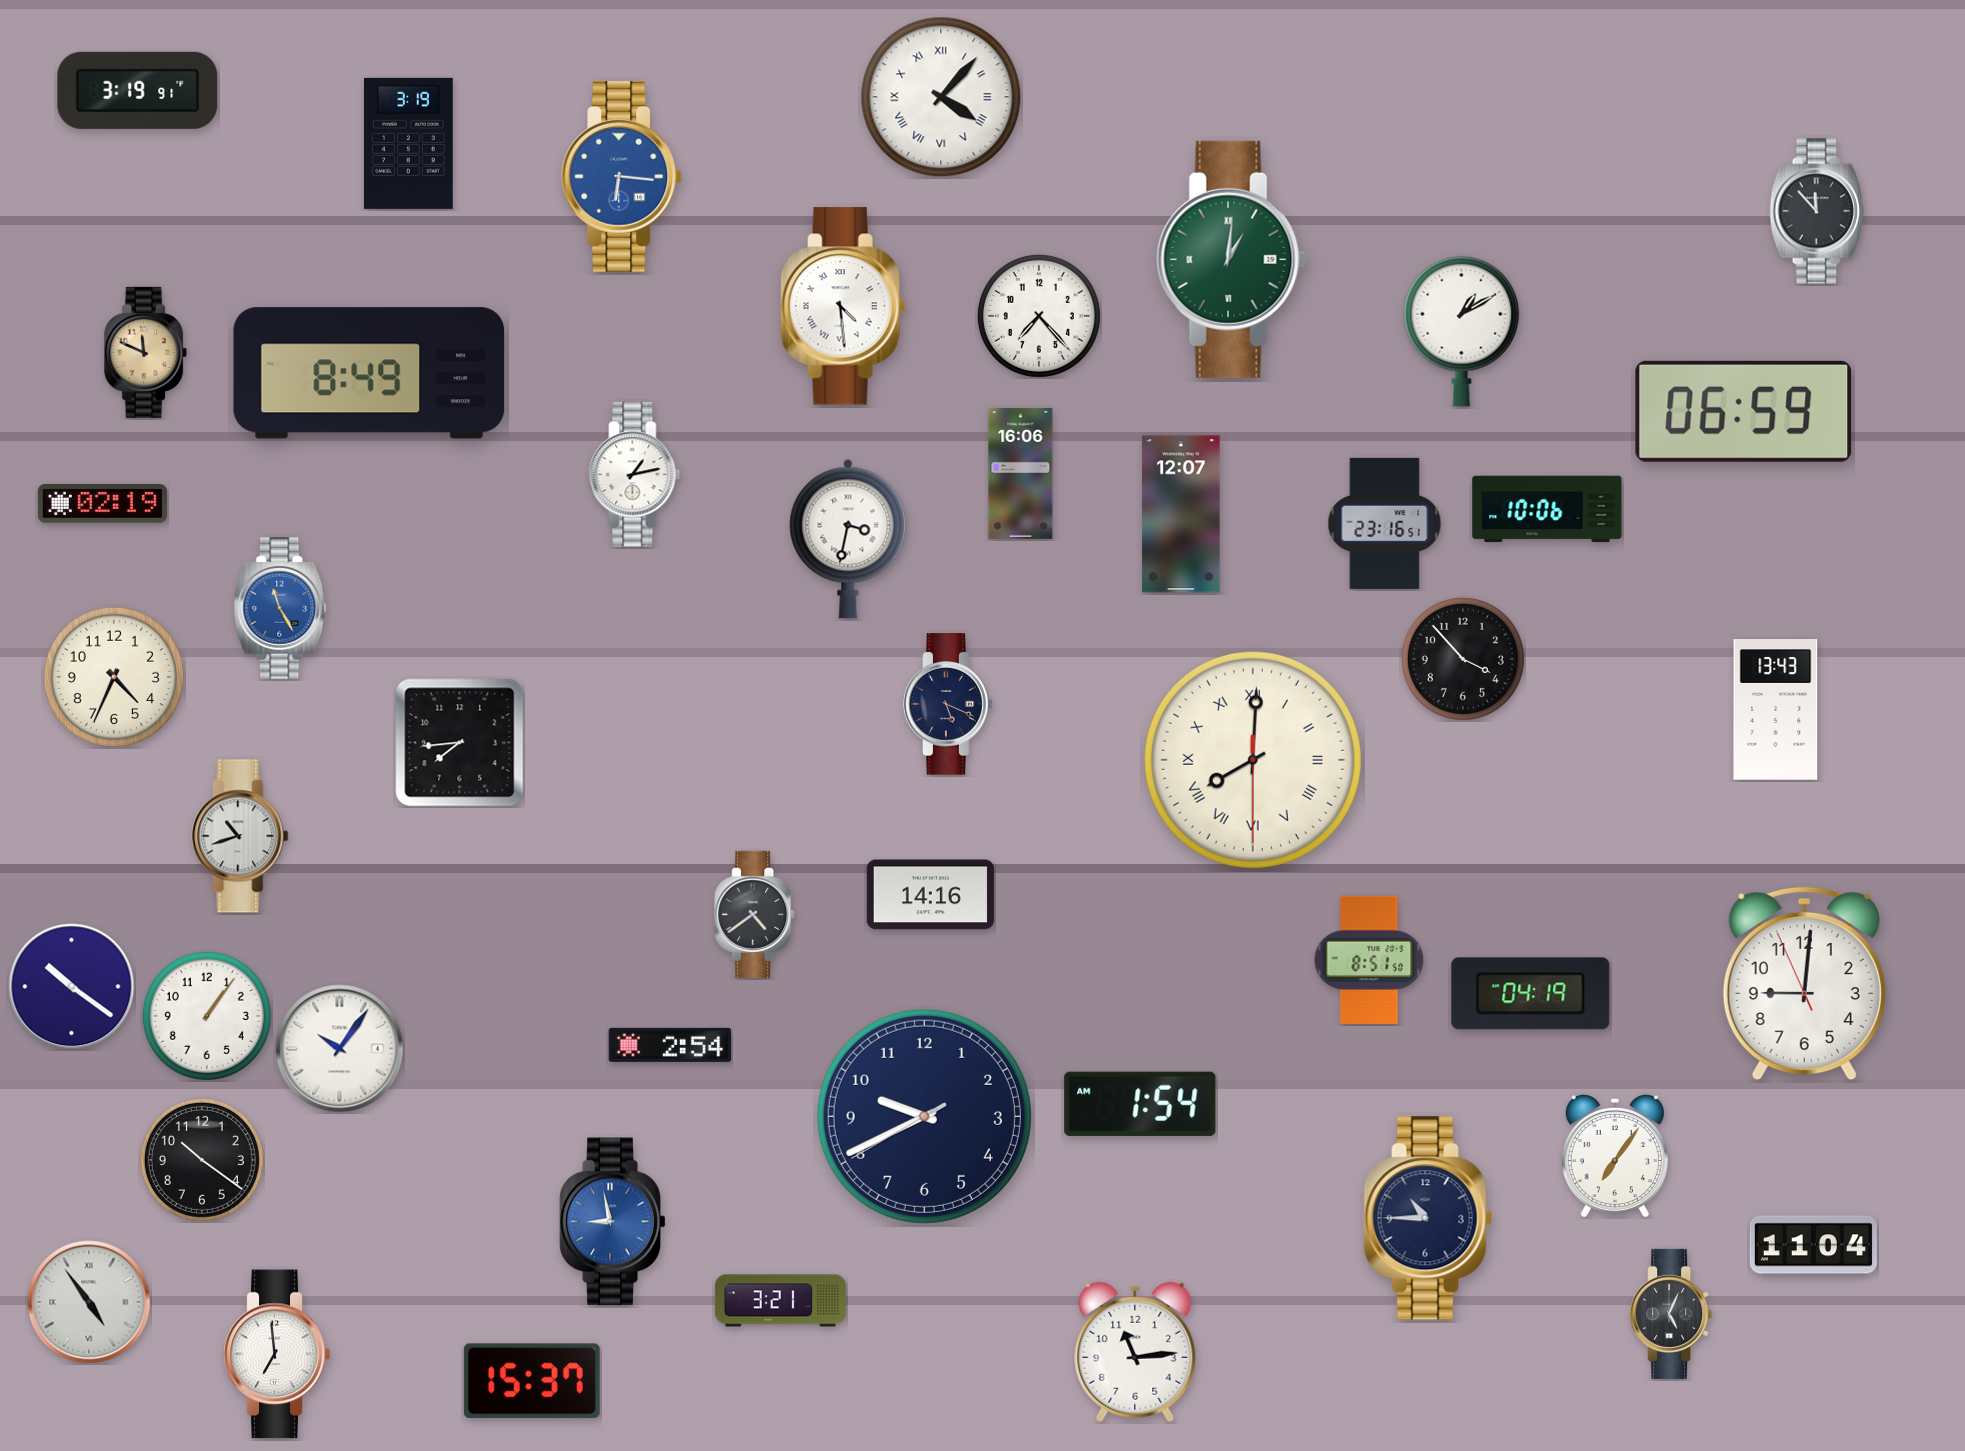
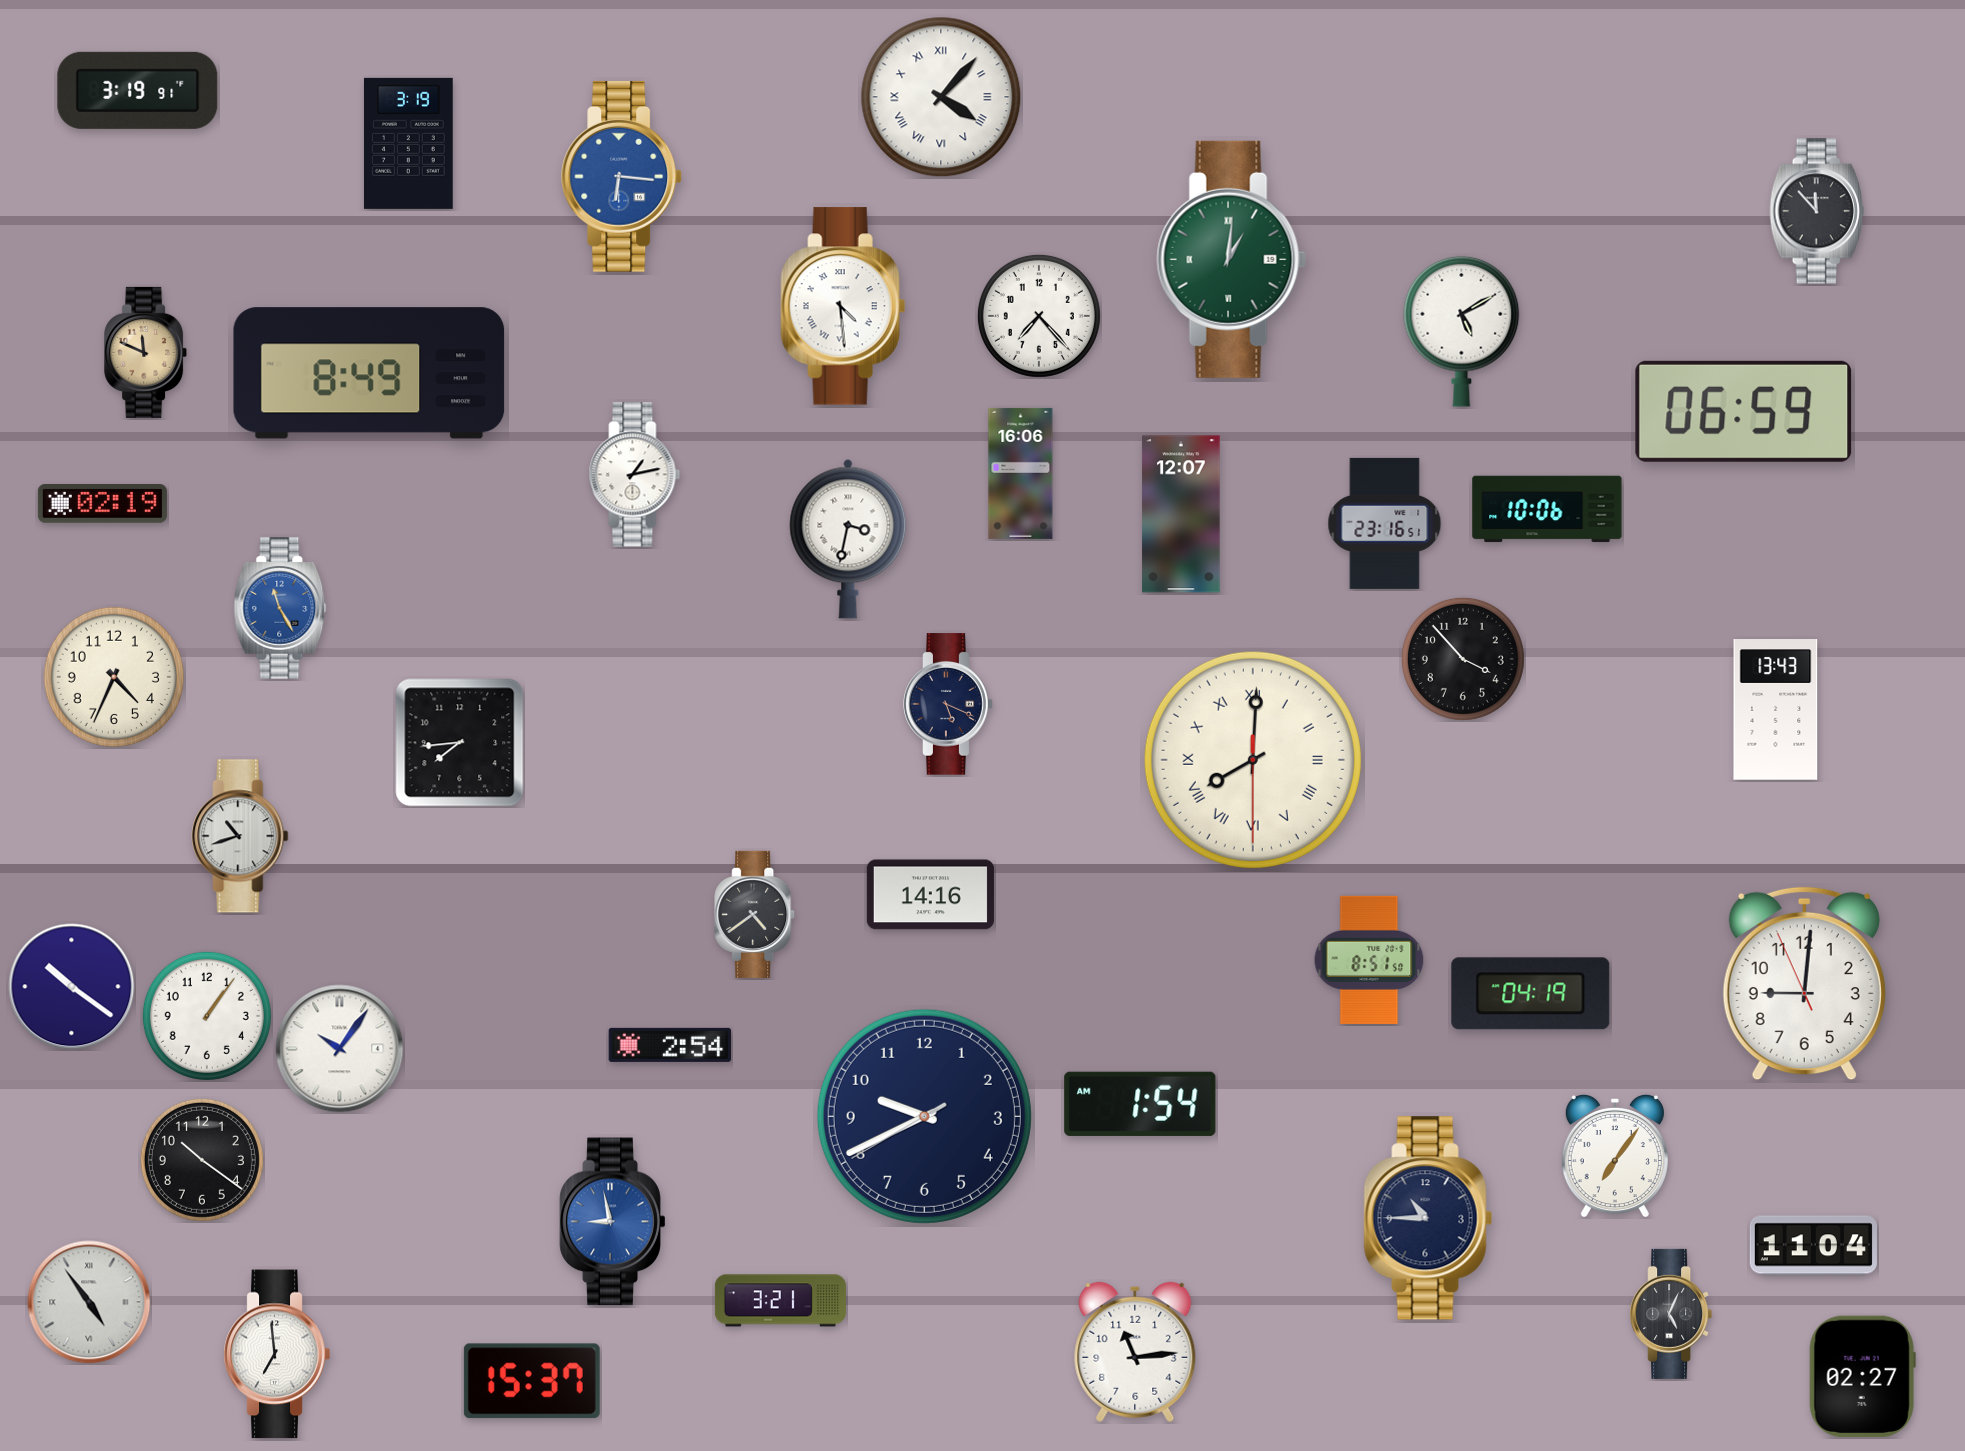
clock at (1462, 331): 1:10 -> 5:10
clock at (1862, 1377): none -> 02:27
